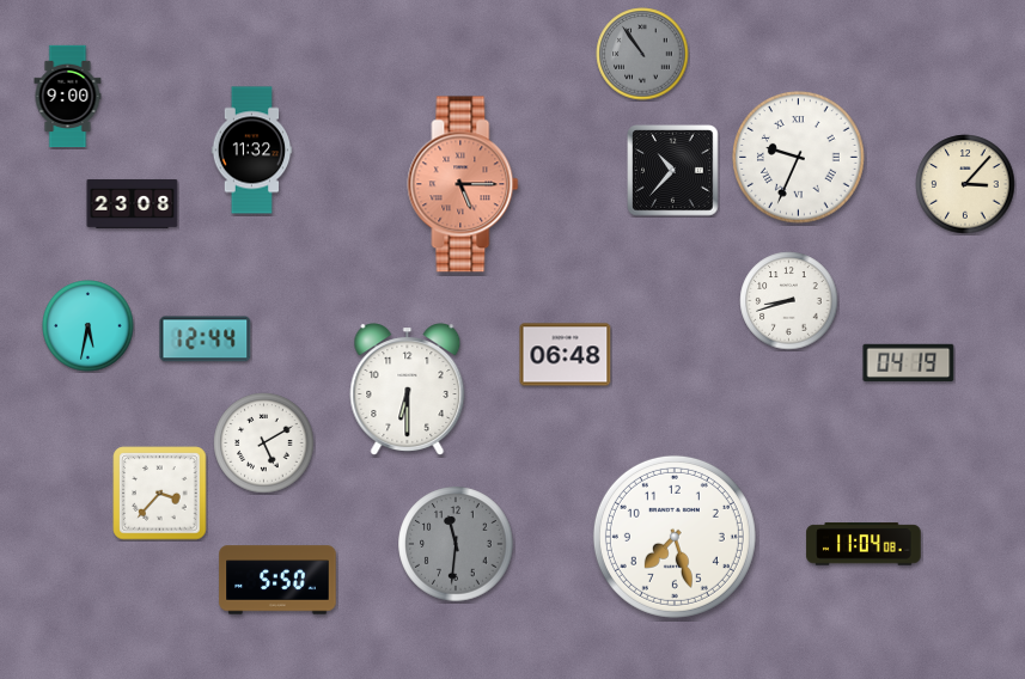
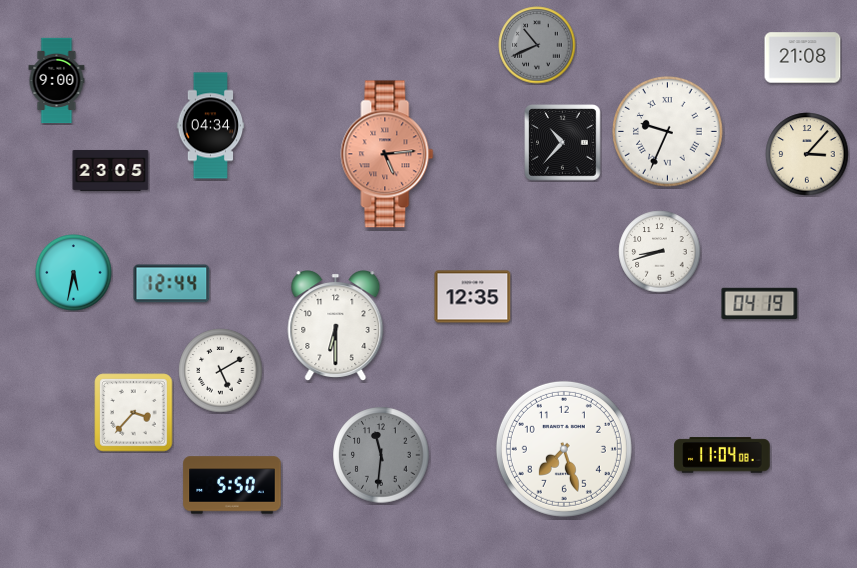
clock at (642, 54): 10:54 -> 10:41
clock at (803, 58): none -> 21:08
clock at (252, 151): 11:32 -> 04:34
clock at (463, 184): 5:15 -> 5:14
clock at (133, 203): 23:08 -> 23:05
clock at (566, 355): 06:48 -> 12:35
clock at (408, 390) position: (408, 390) -> (336, 326)
